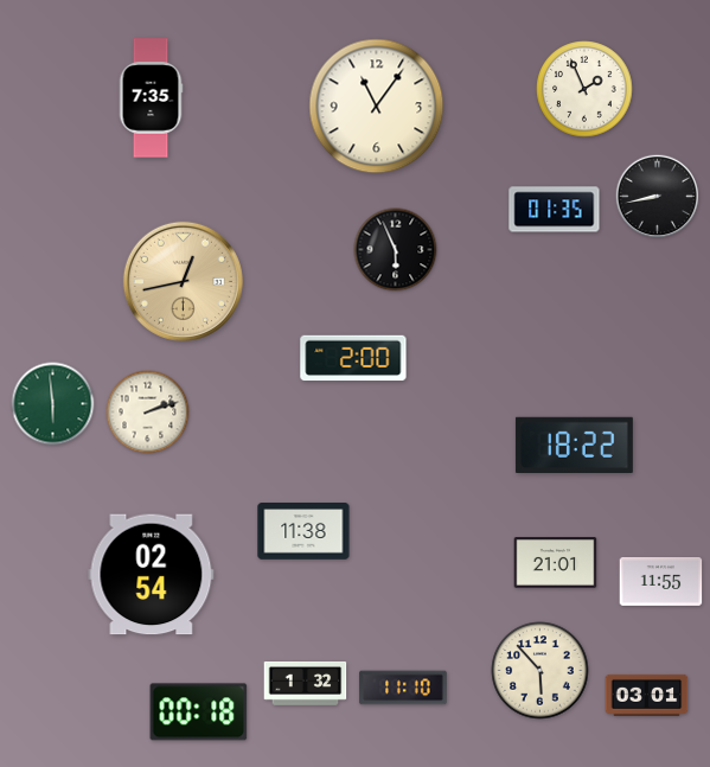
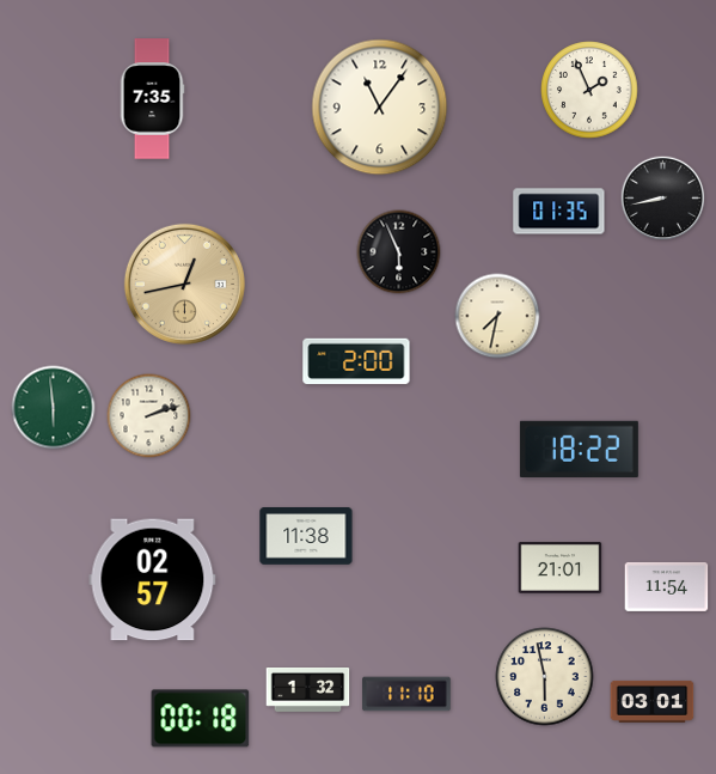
clock at (497, 316): none -> 7:32
clock at (152, 575): 02:54 -> 02:57
clock at (661, 581): 11:55 -> 11:54
clock at (541, 671): 5:53 -> 5:58
